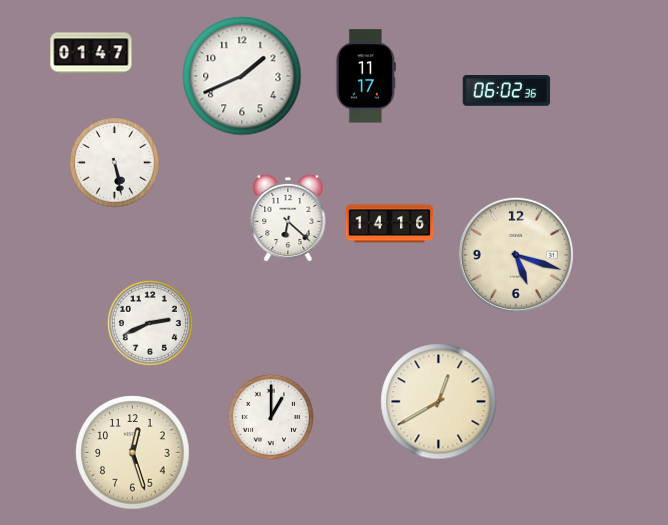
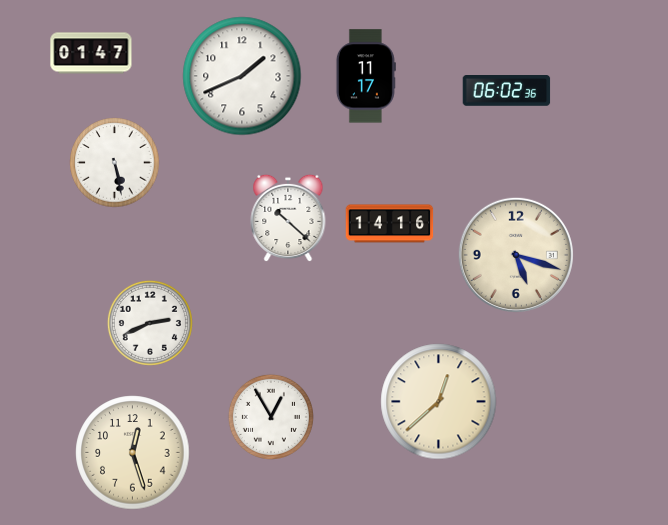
clock at (288, 218): 6:22 -> 10:22
clock at (439, 402): 12:40 -> 12:38
clock at (271, 417): 1:00 -> 12:55
